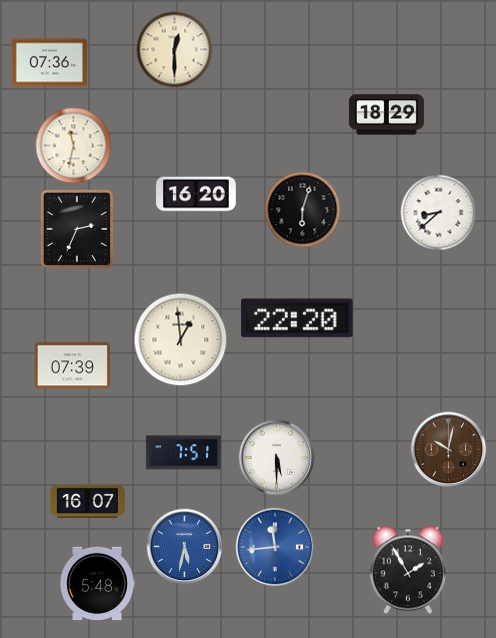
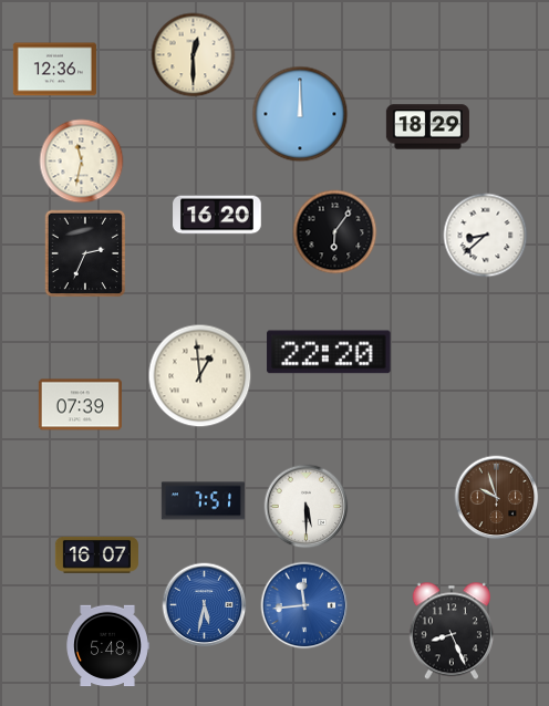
clock at (49, 63): 07:36 -> 12:36
clock at (300, 114): none -> 12:00
clock at (303, 210): 6:03 -> 6:06
clock at (449, 450): 10:02 -> 9:57
clock at (408, 570): 1:55 -> 8:26
